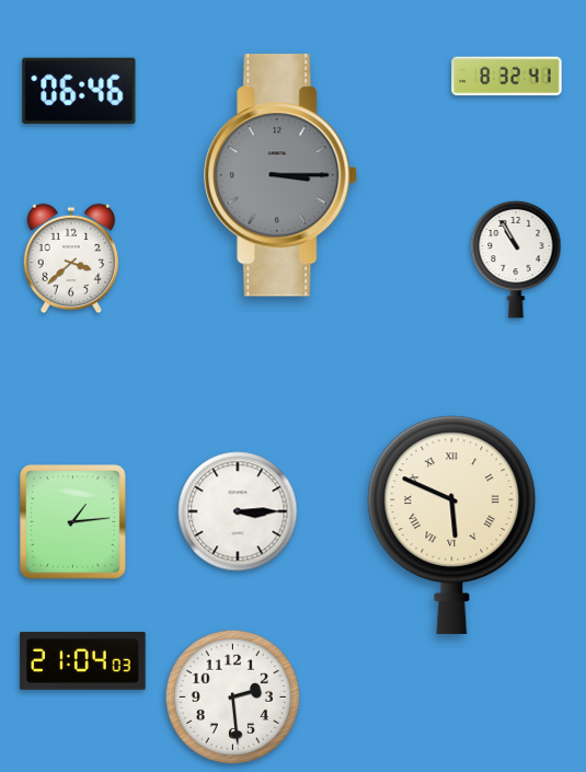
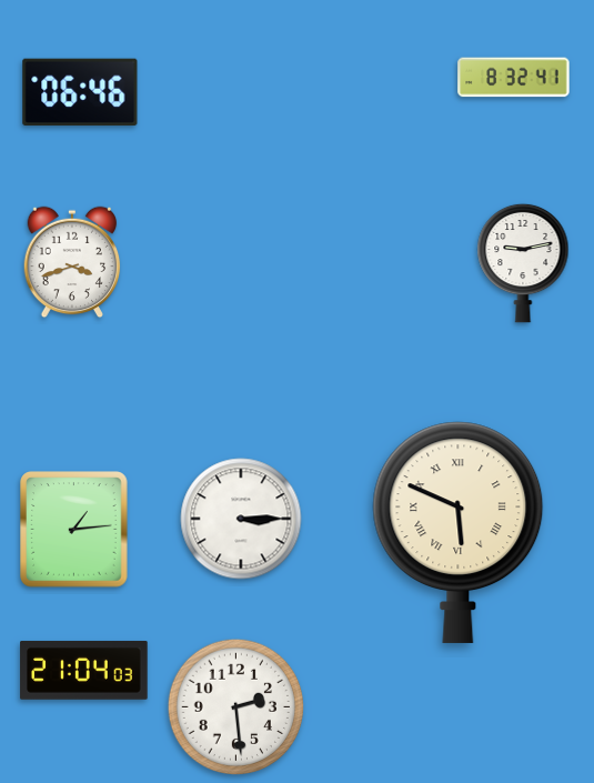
clock at (281, 175): 3:15 -> none
clock at (71, 258): 3:38 -> 3:42
clock at (516, 260): 10:55 -> 9:13
